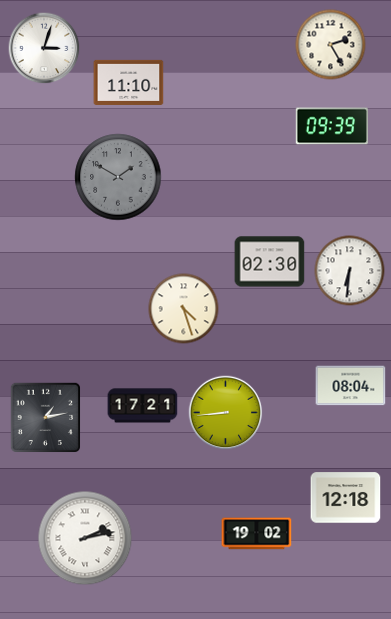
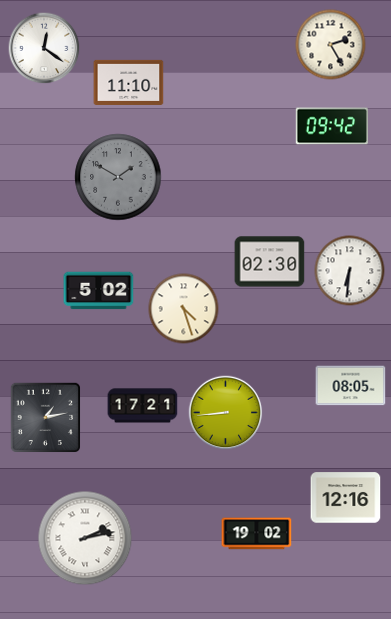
clock at (44, 48): 3:03 -> 12:21
clock at (331, 126): 09:39 -> 09:42
clock at (99, 291): none -> 5:02
clock at (351, 386): 08:04 -> 08:05
clock at (346, 498): 12:18 -> 12:16
